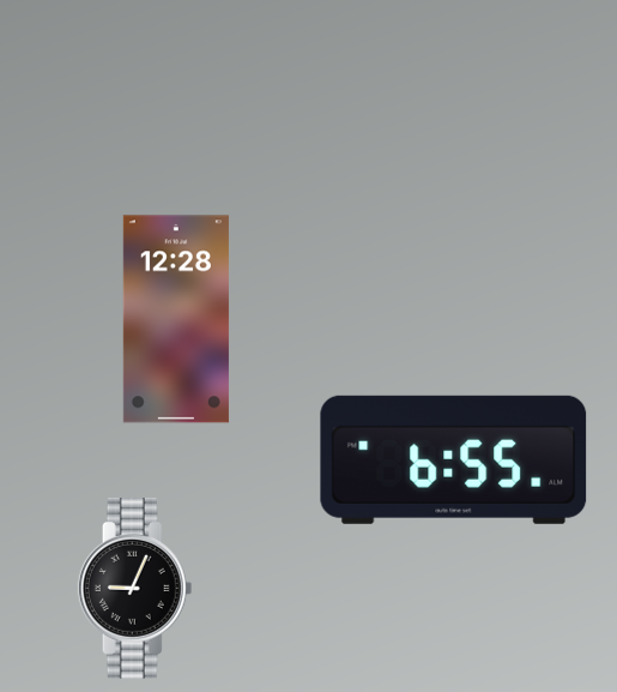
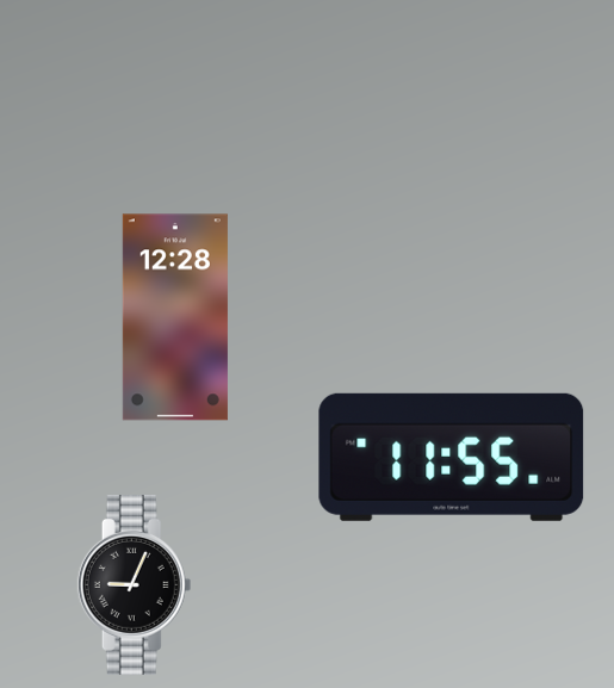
clock at (454, 459): 6:55 -> 11:55
